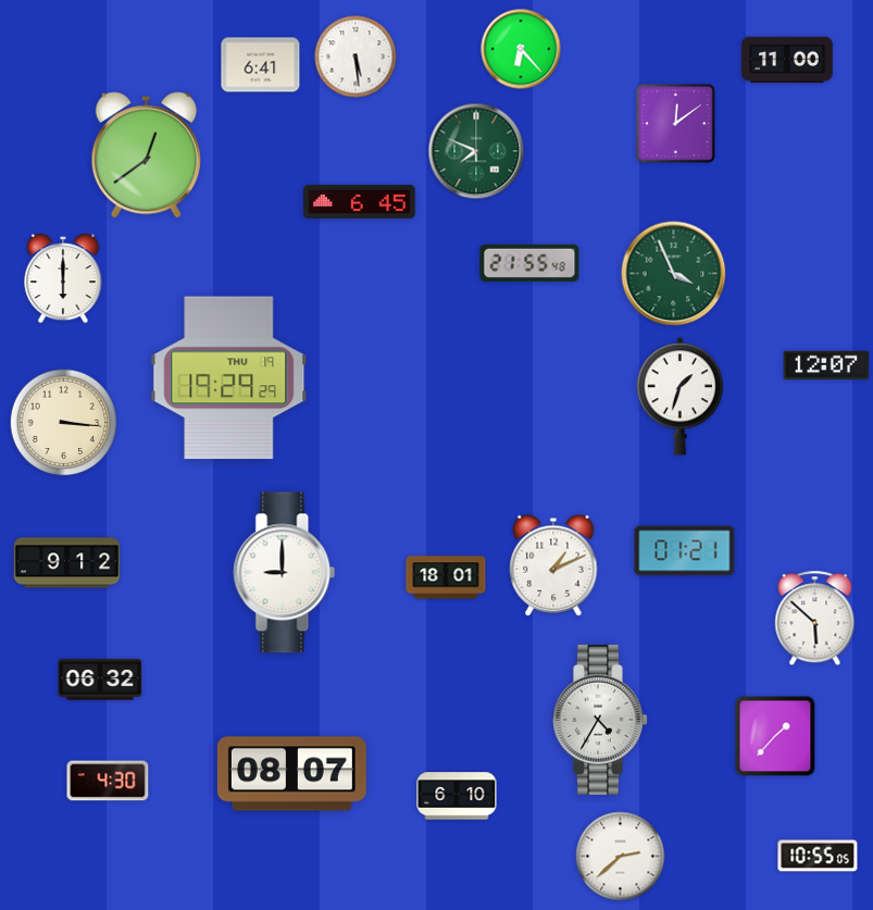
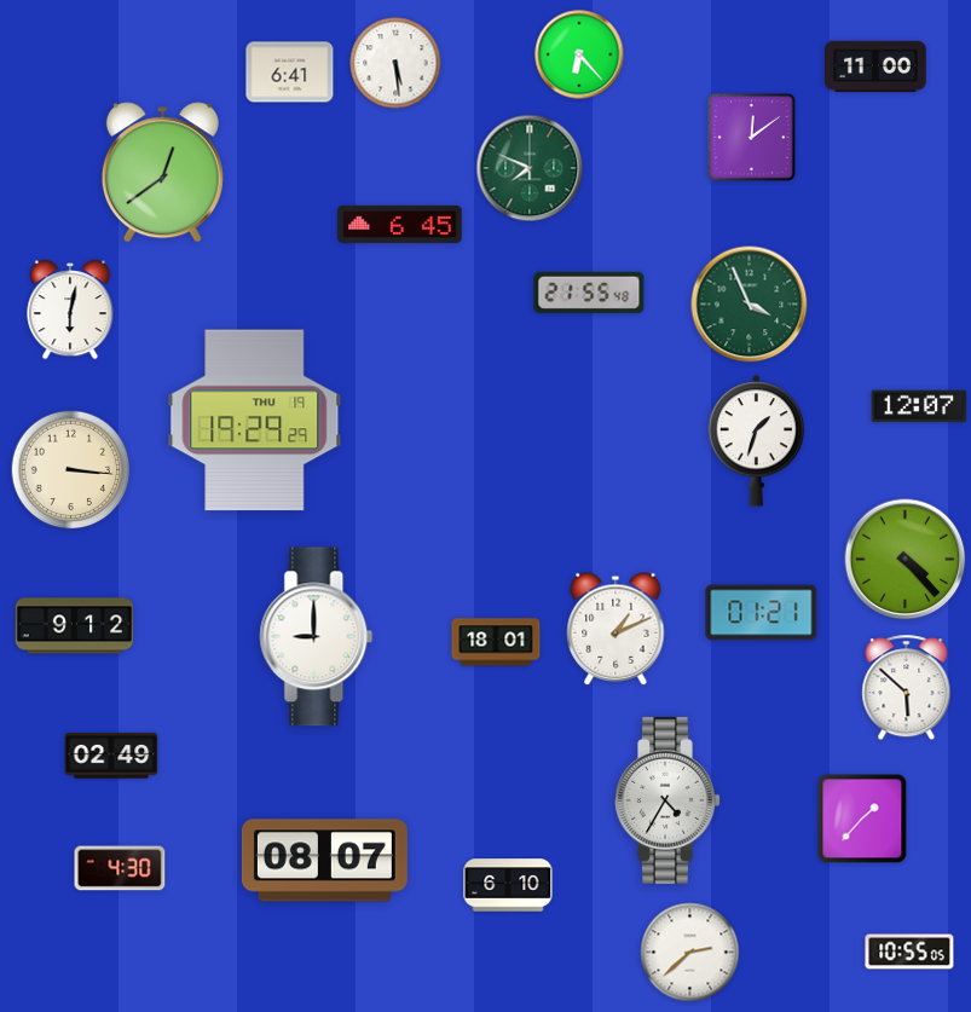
clock at (63, 278): 6:00 -> 6:02
clock at (906, 560): none -> 4:23
clock at (100, 680): 06:32 -> 02:49
